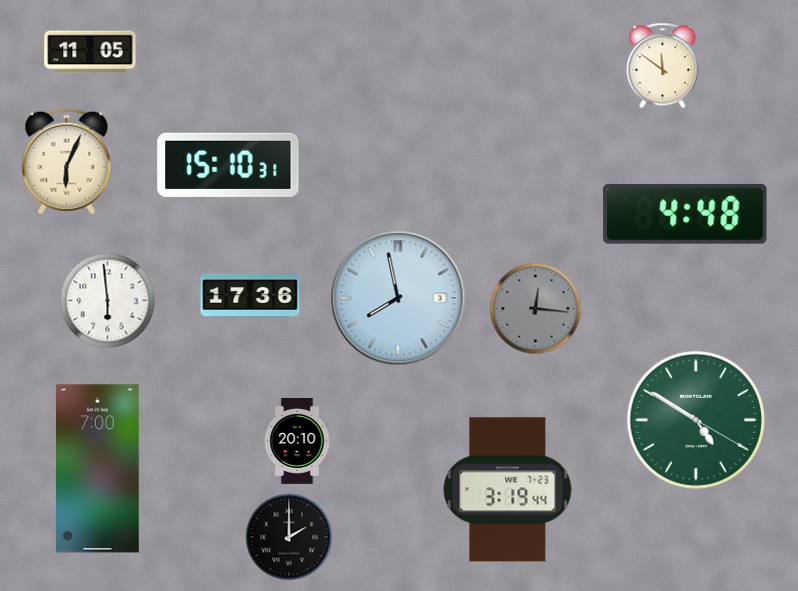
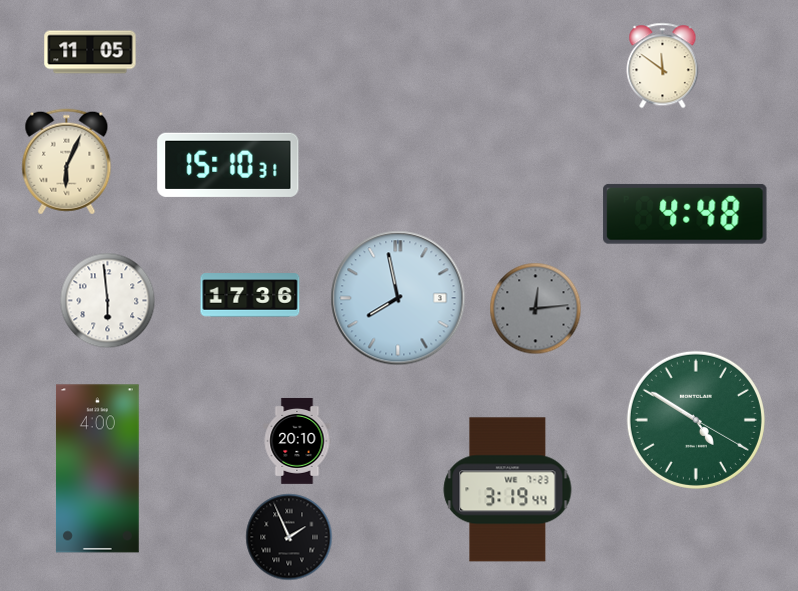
clock at (536, 309): 12:16 -> 12:14
clock at (97, 469): 7:00 -> 4:00
clock at (289, 537): 2:00 -> 1:56
